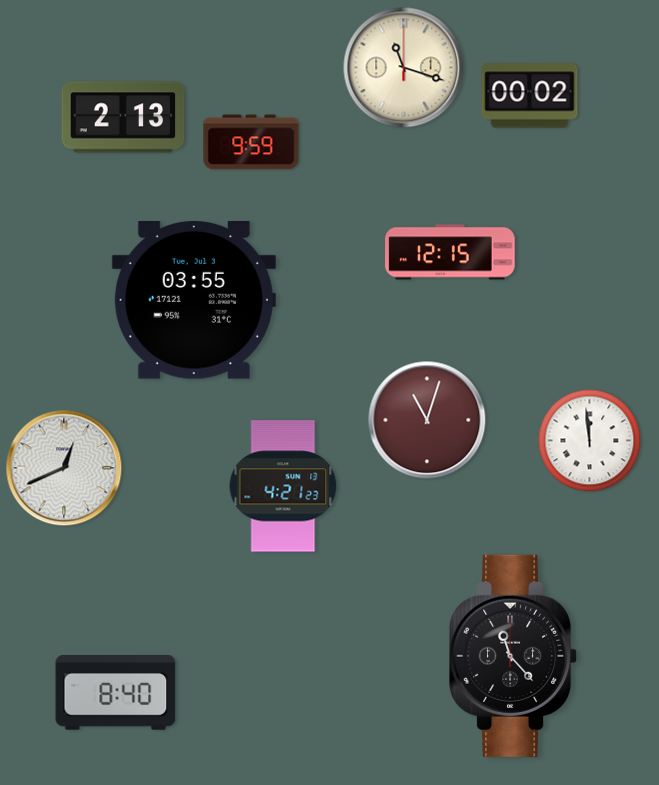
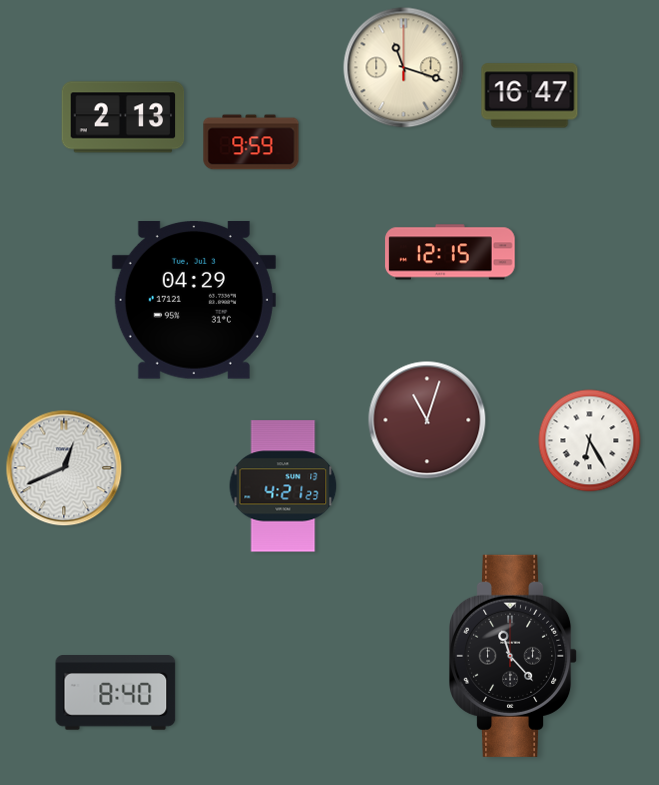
clock at (530, 96): 00:02 -> 16:47
clock at (194, 301): 03:55 -> 04:29
clock at (590, 441): 11:59 -> 6:25
